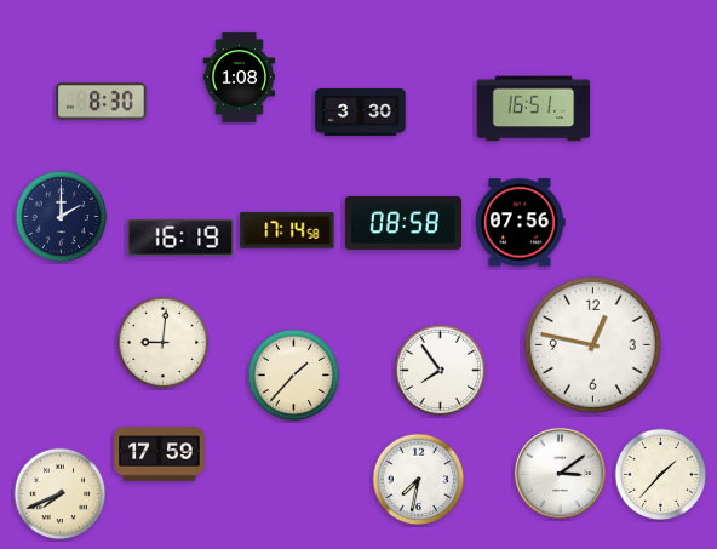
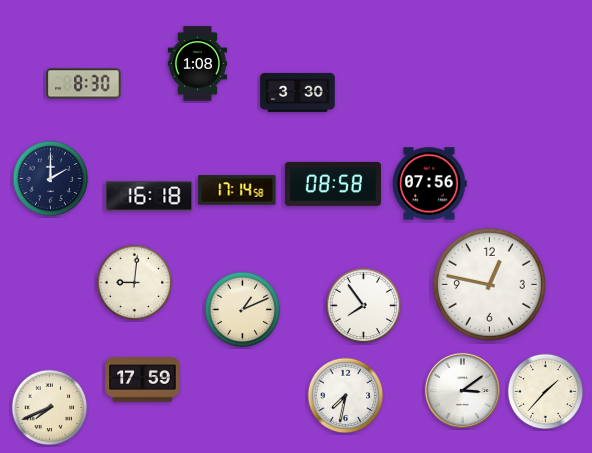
clock at (534, 109): 16:51 -> none
clock at (180, 238): 16:19 -> 16:18
clock at (294, 376): 1:37 -> 1:11
clock at (160, 454) position: (160, 454) -> (143, 380)
